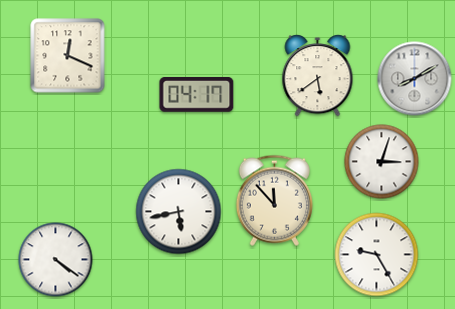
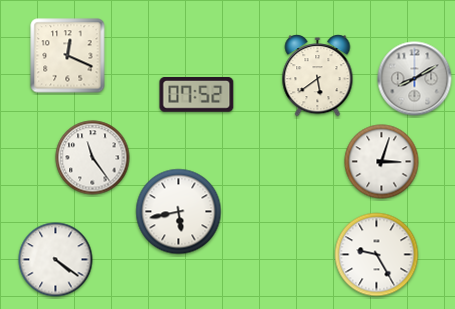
clock at (197, 95): 04:17 -> 07:52
clock at (93, 158): none -> 11:24
clock at (274, 200): 11:53 -> none
